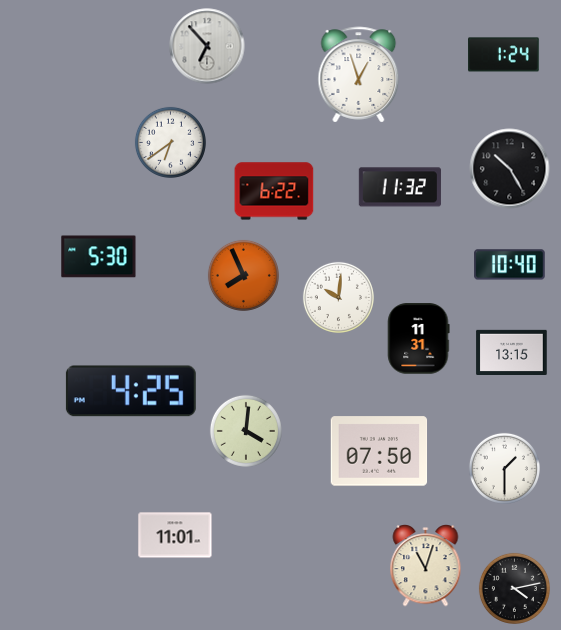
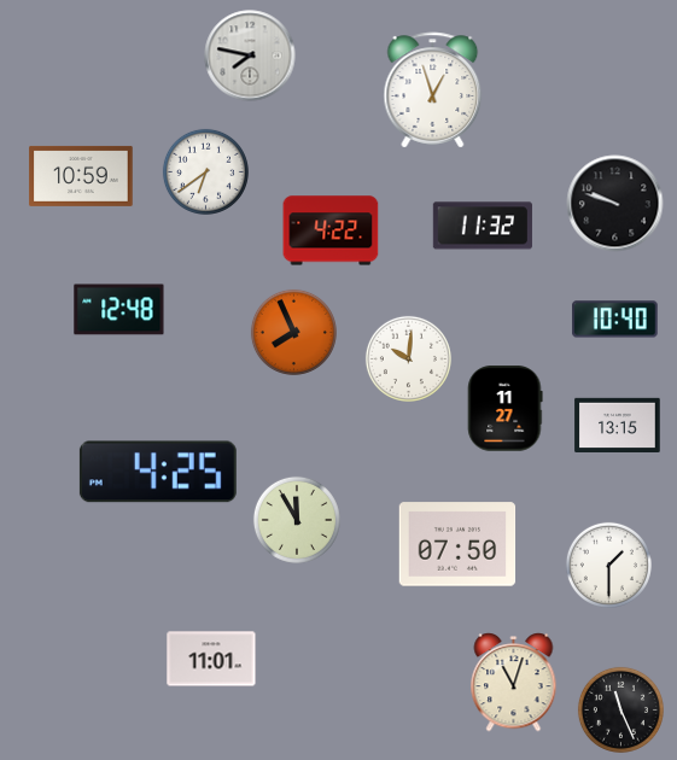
clock at (207, 46): 6:53 -> 7:47
clock at (504, 55): 1:24 -> none
clock at (81, 176): none -> 10:59
clock at (510, 169): 10:25 -> 9:48
clock at (274, 191): 6:22 -> 4:22
clock at (99, 257): 5:30 -> 12:48
clock at (419, 339): 11:31 -> 11:27
clock at (246, 431): 4:01 -> 11:55
clock at (175, 535) position: (175, 535) -> (211, 659)
clock at (514, 588): 4:13 -> 11:26
